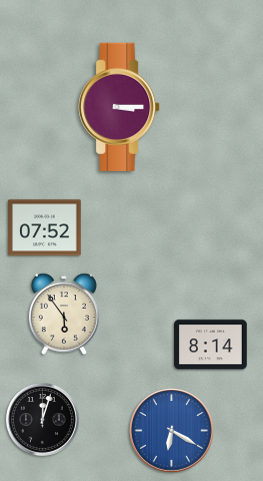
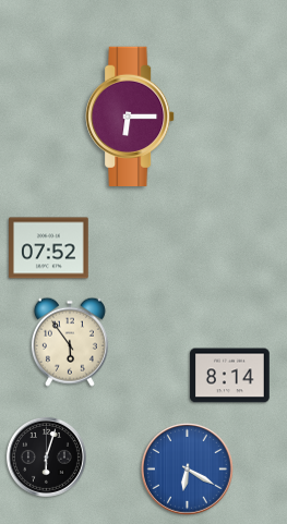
clock at (119, 106): 3:15 -> 6:15
clock at (42, 419): 12:03 -> 6:03
